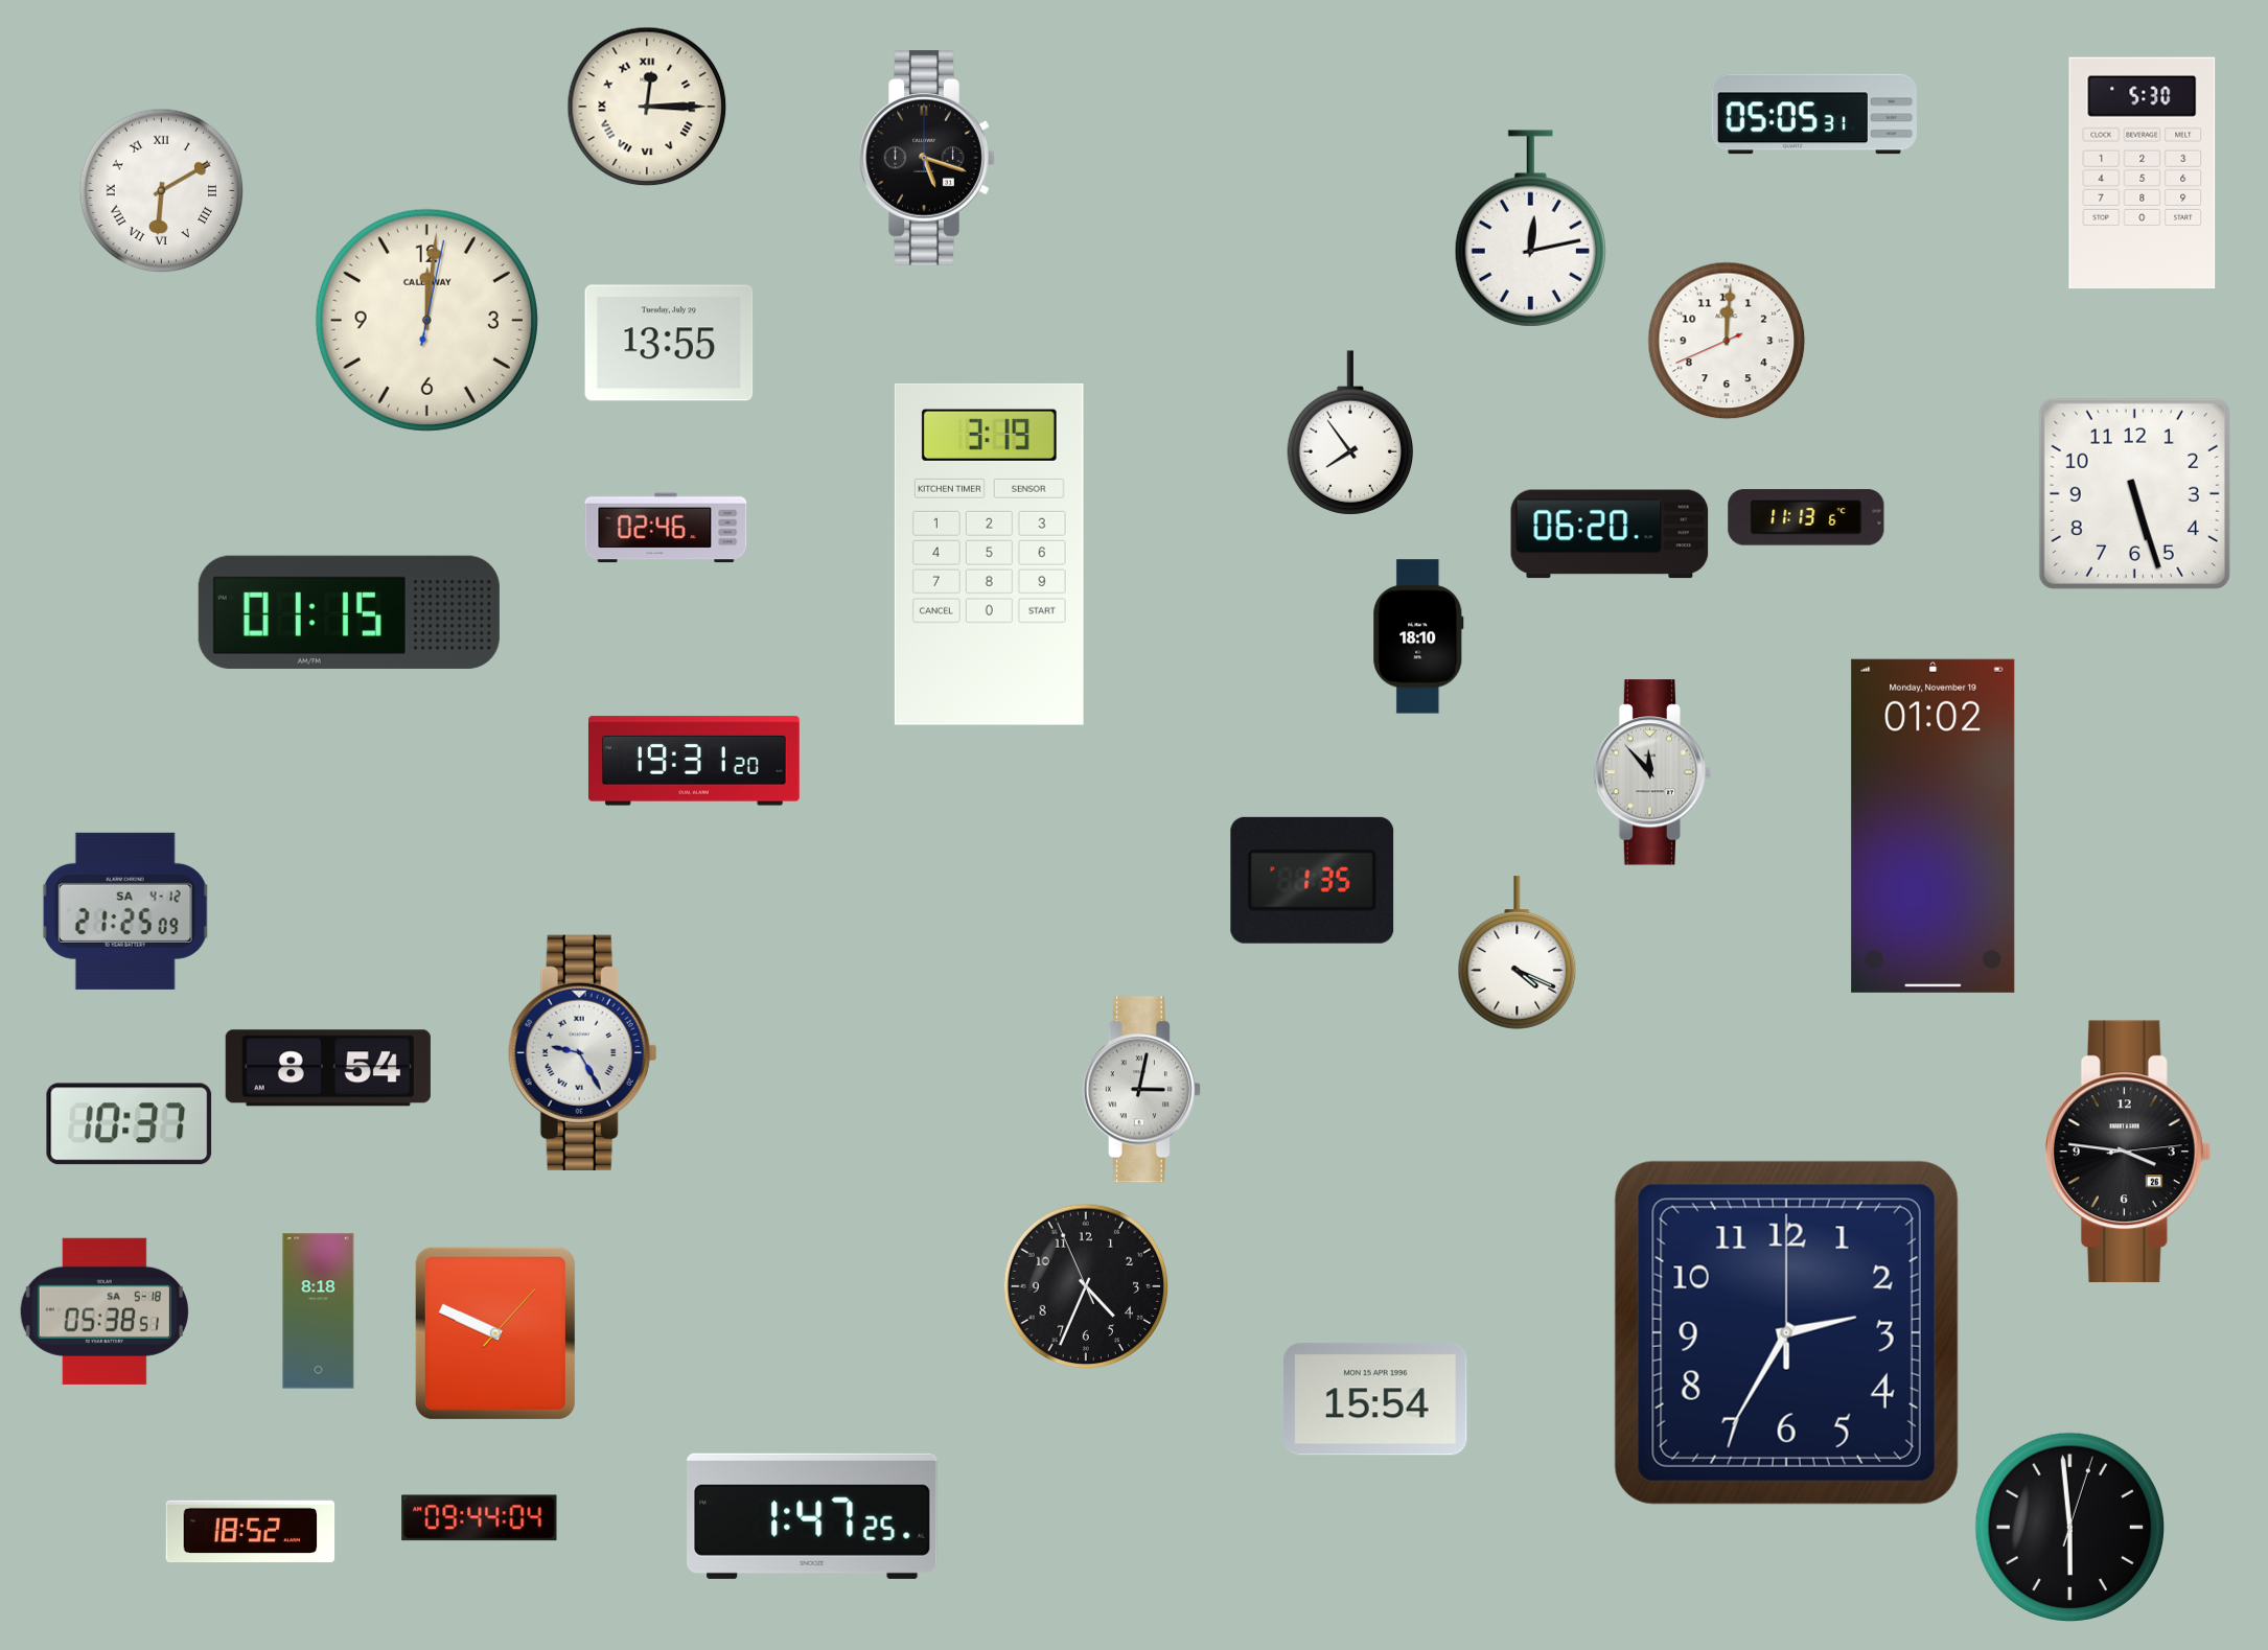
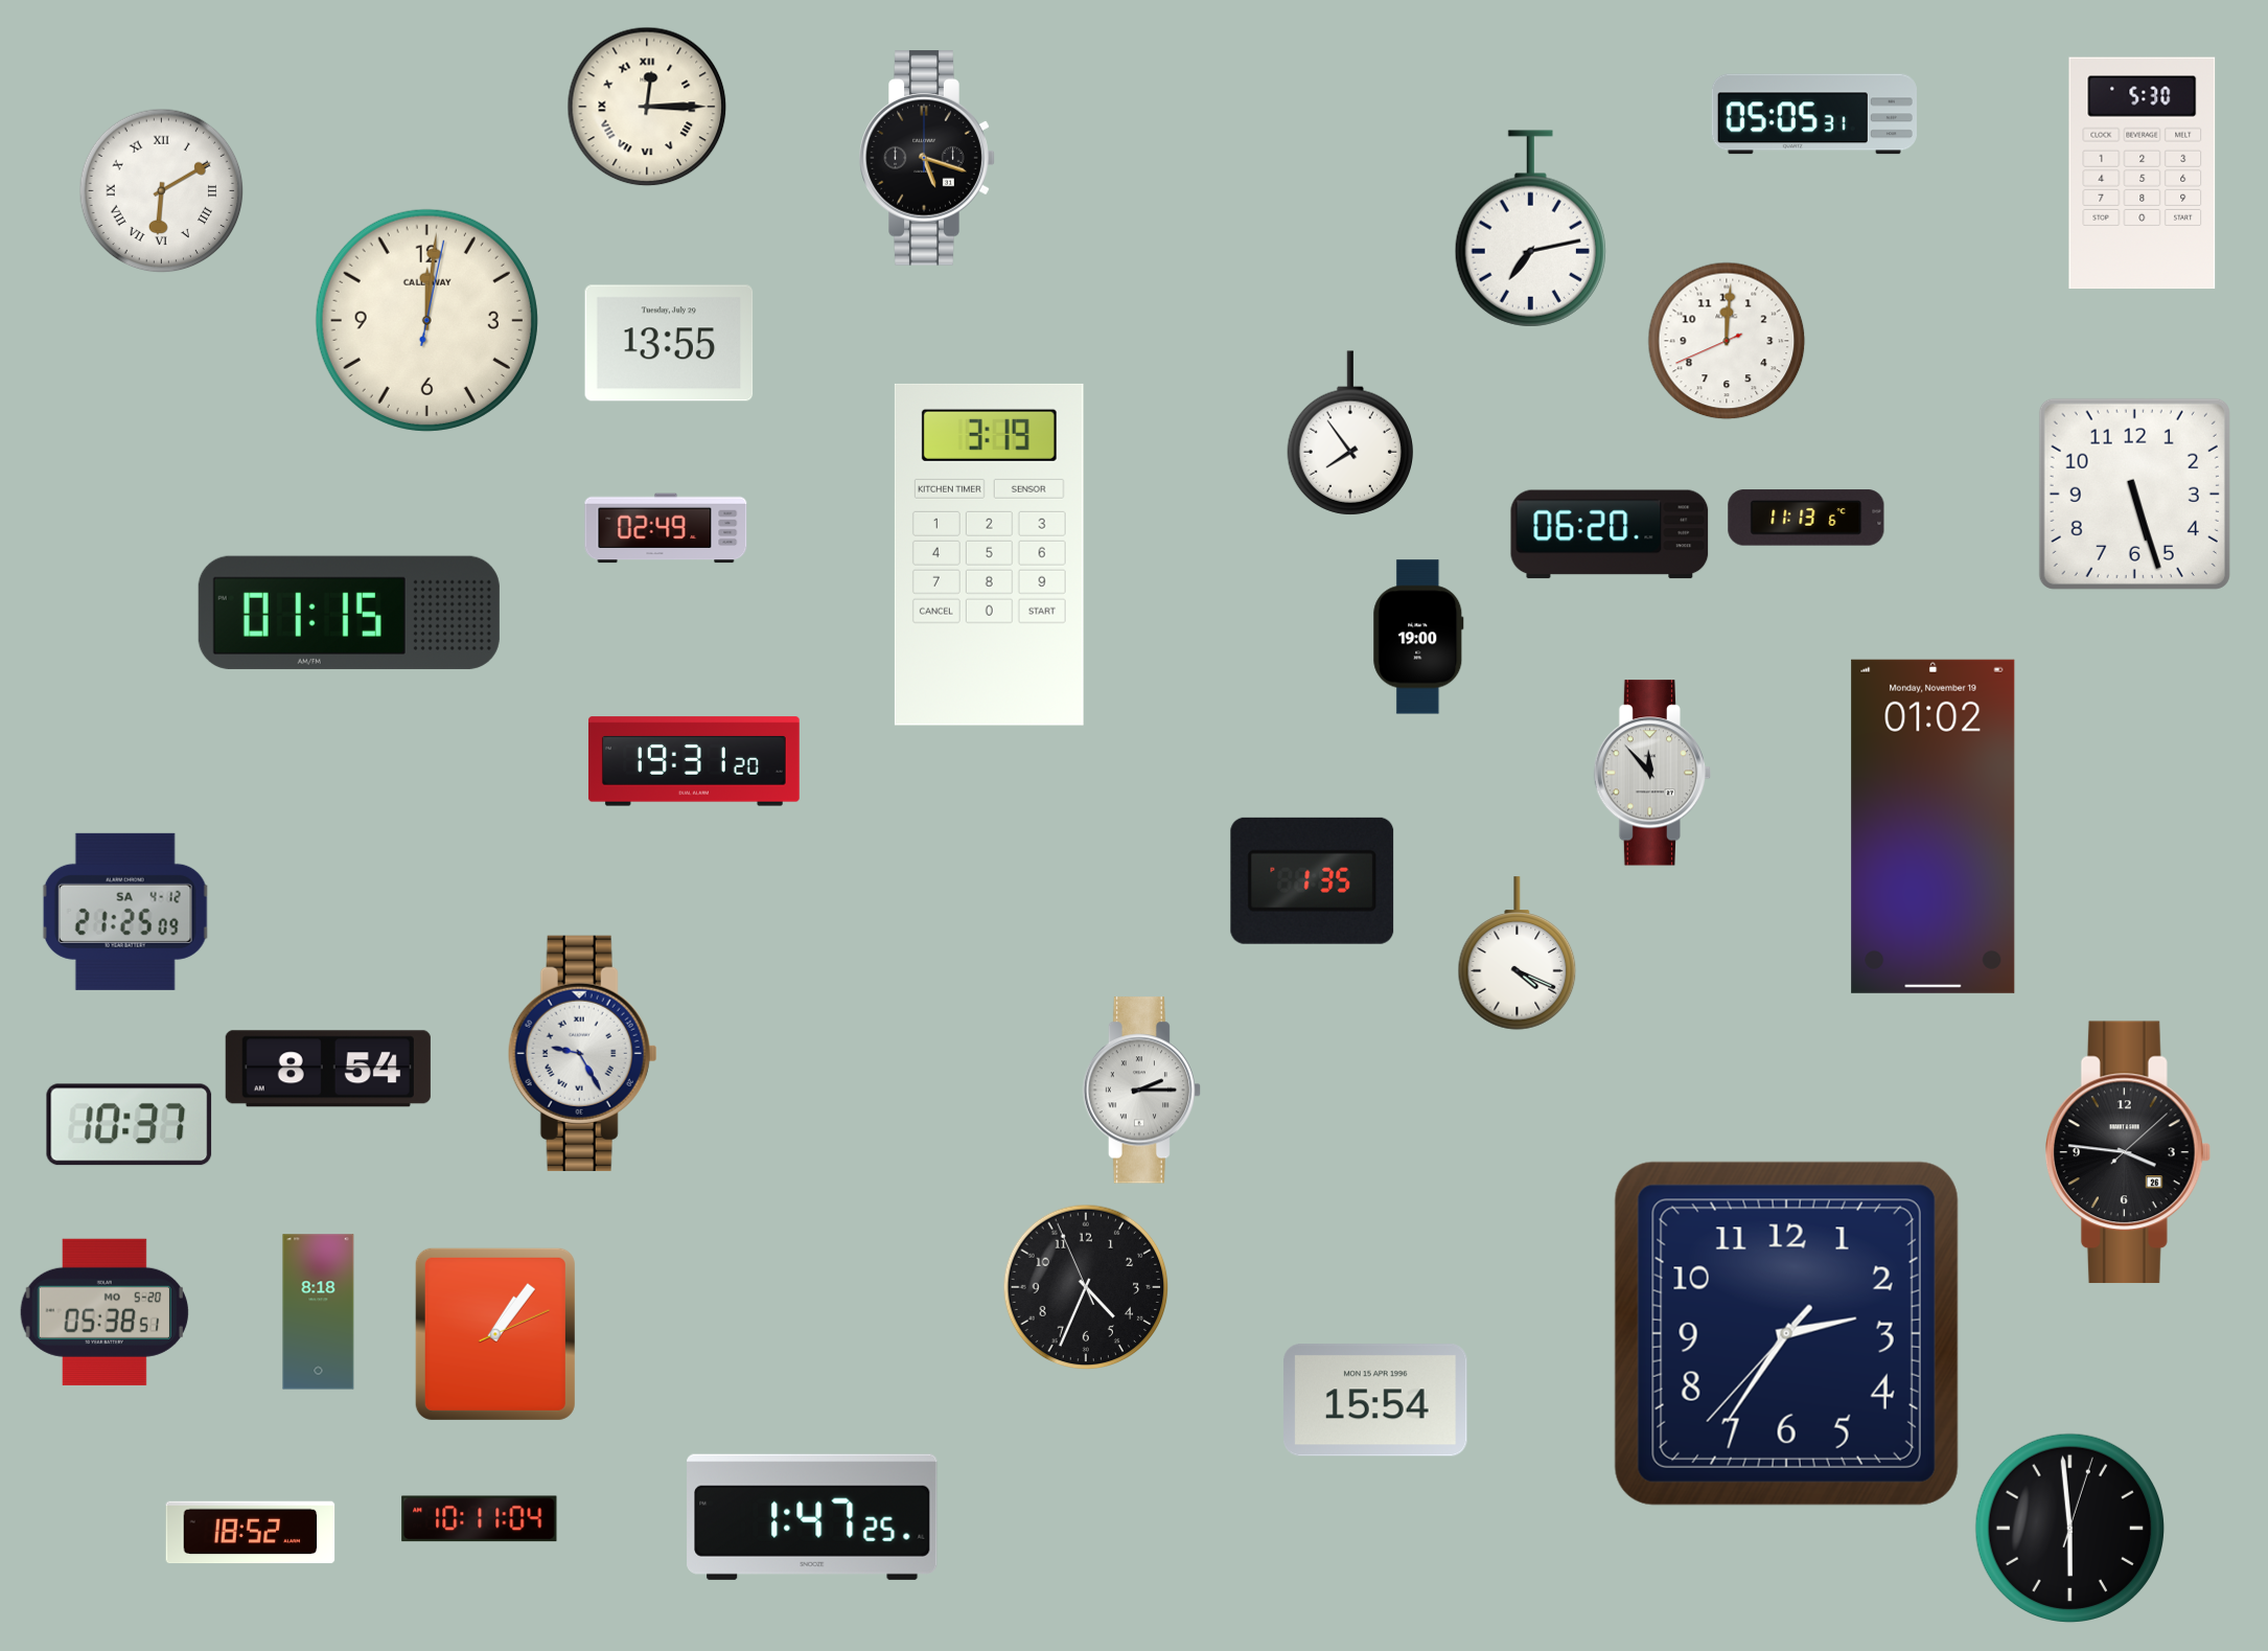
clock at (1530, 229): 12:13 -> 7:13
clock at (666, 528): 02:46 -> 02:49
clock at (1418, 636): 18:10 -> 19:00
clock at (1141, 1090): 3:02 -> 2:15
clock at (2128, 1152): 3:46:14 -> 3:46:08
clock at (105, 1311) date: SA 5-18 -> MO 5-20
clock at (1786, 1332): 2:35:00 -> 2:35:37
clock at (495, 1333): 9:49 -> 1:06
clock at (480, 1518): 09:44 -> 10:11
